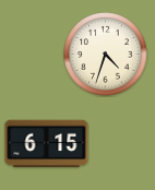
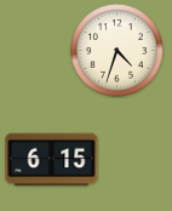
clock at (106, 55) position: (106, 55) -> (117, 51)
